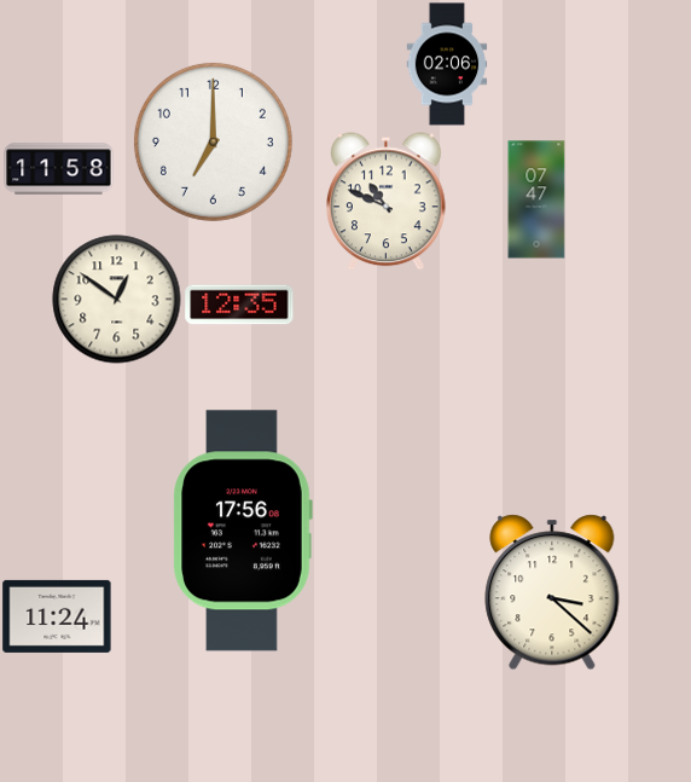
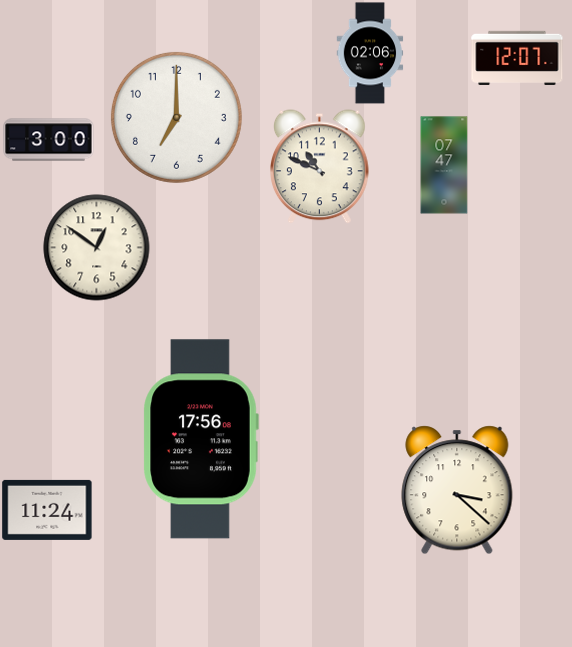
clock at (517, 58): none -> 12:07
clock at (59, 169): 11:58 -> 3:00
clock at (239, 305): 12:35 -> none
